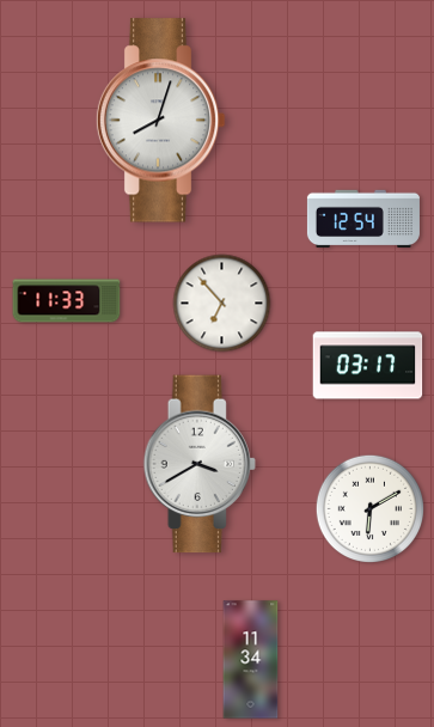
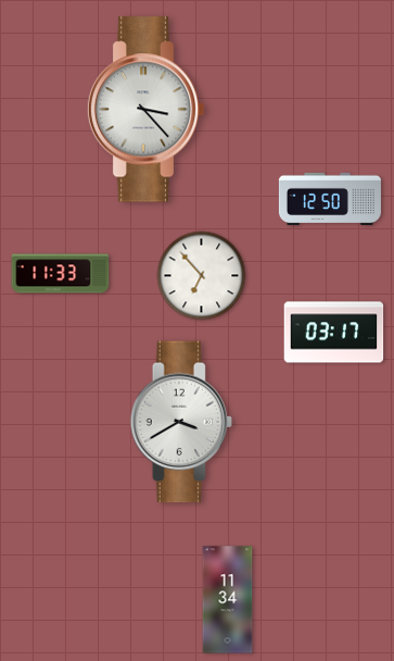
clock at (160, 121): 8:03 -> 3:23
clock at (363, 219): 12:54 -> 12:50
clock at (369, 508): 6:10 -> none
